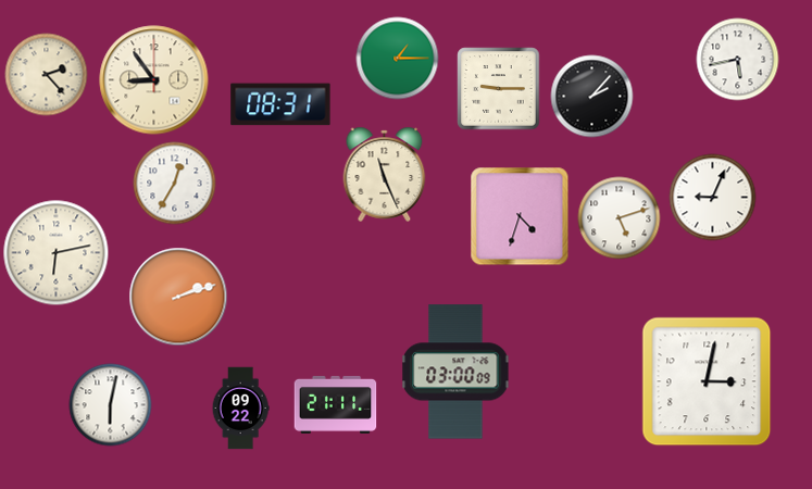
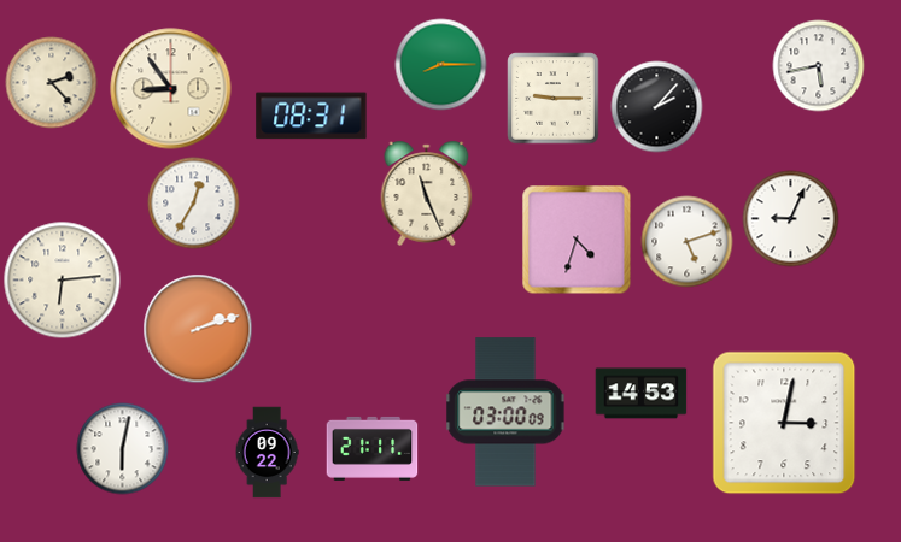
clock at (398, 59): 1:15 -> 8:15
clock at (57, 253): 6:13 -> 6:14
clock at (642, 394): none -> 14:53
